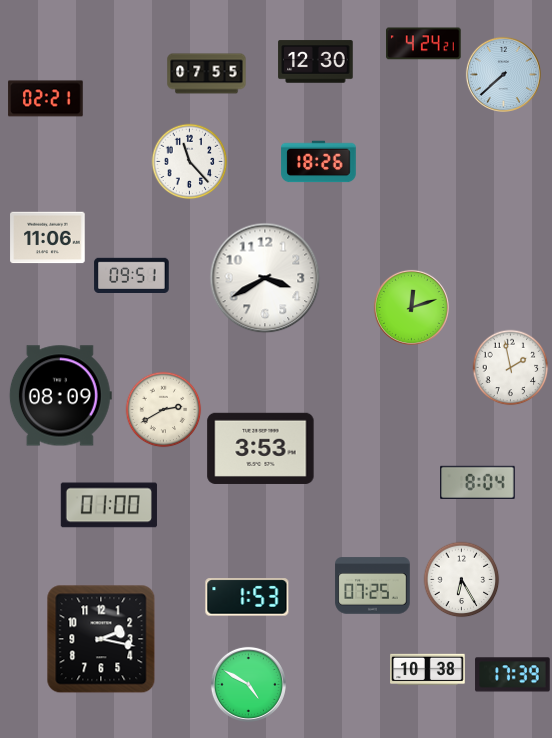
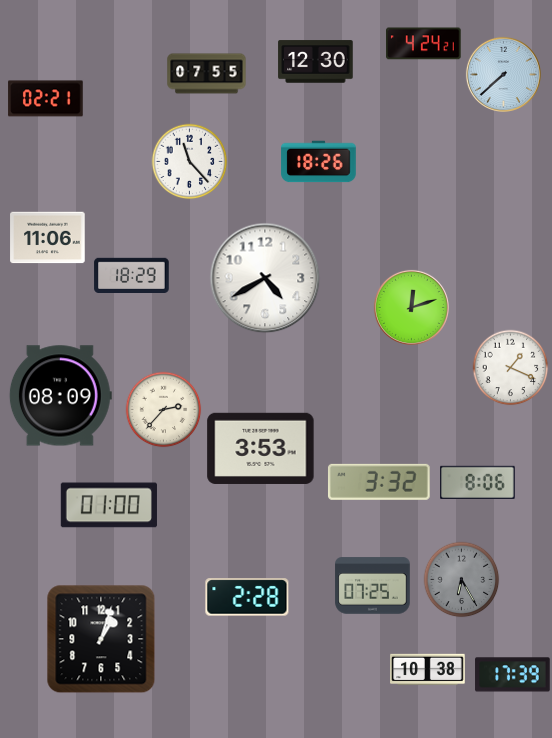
clock at (132, 275): 09:51 -> 18:29
clock at (265, 278): 3:40 -> 4:40
clock at (511, 368): 1:58 -> 1:19
clock at (164, 410): 2:40 -> 2:37
clock at (379, 482): none -> 3:32
clock at (478, 482): 8:04 -> 8:06
clock at (462, 580) dial: white -> grey
clock at (247, 597): 1:53 -> 2:28
clock at (101, 639): 2:17 -> 1:03
clock at (248, 684): 4:50 -> none
